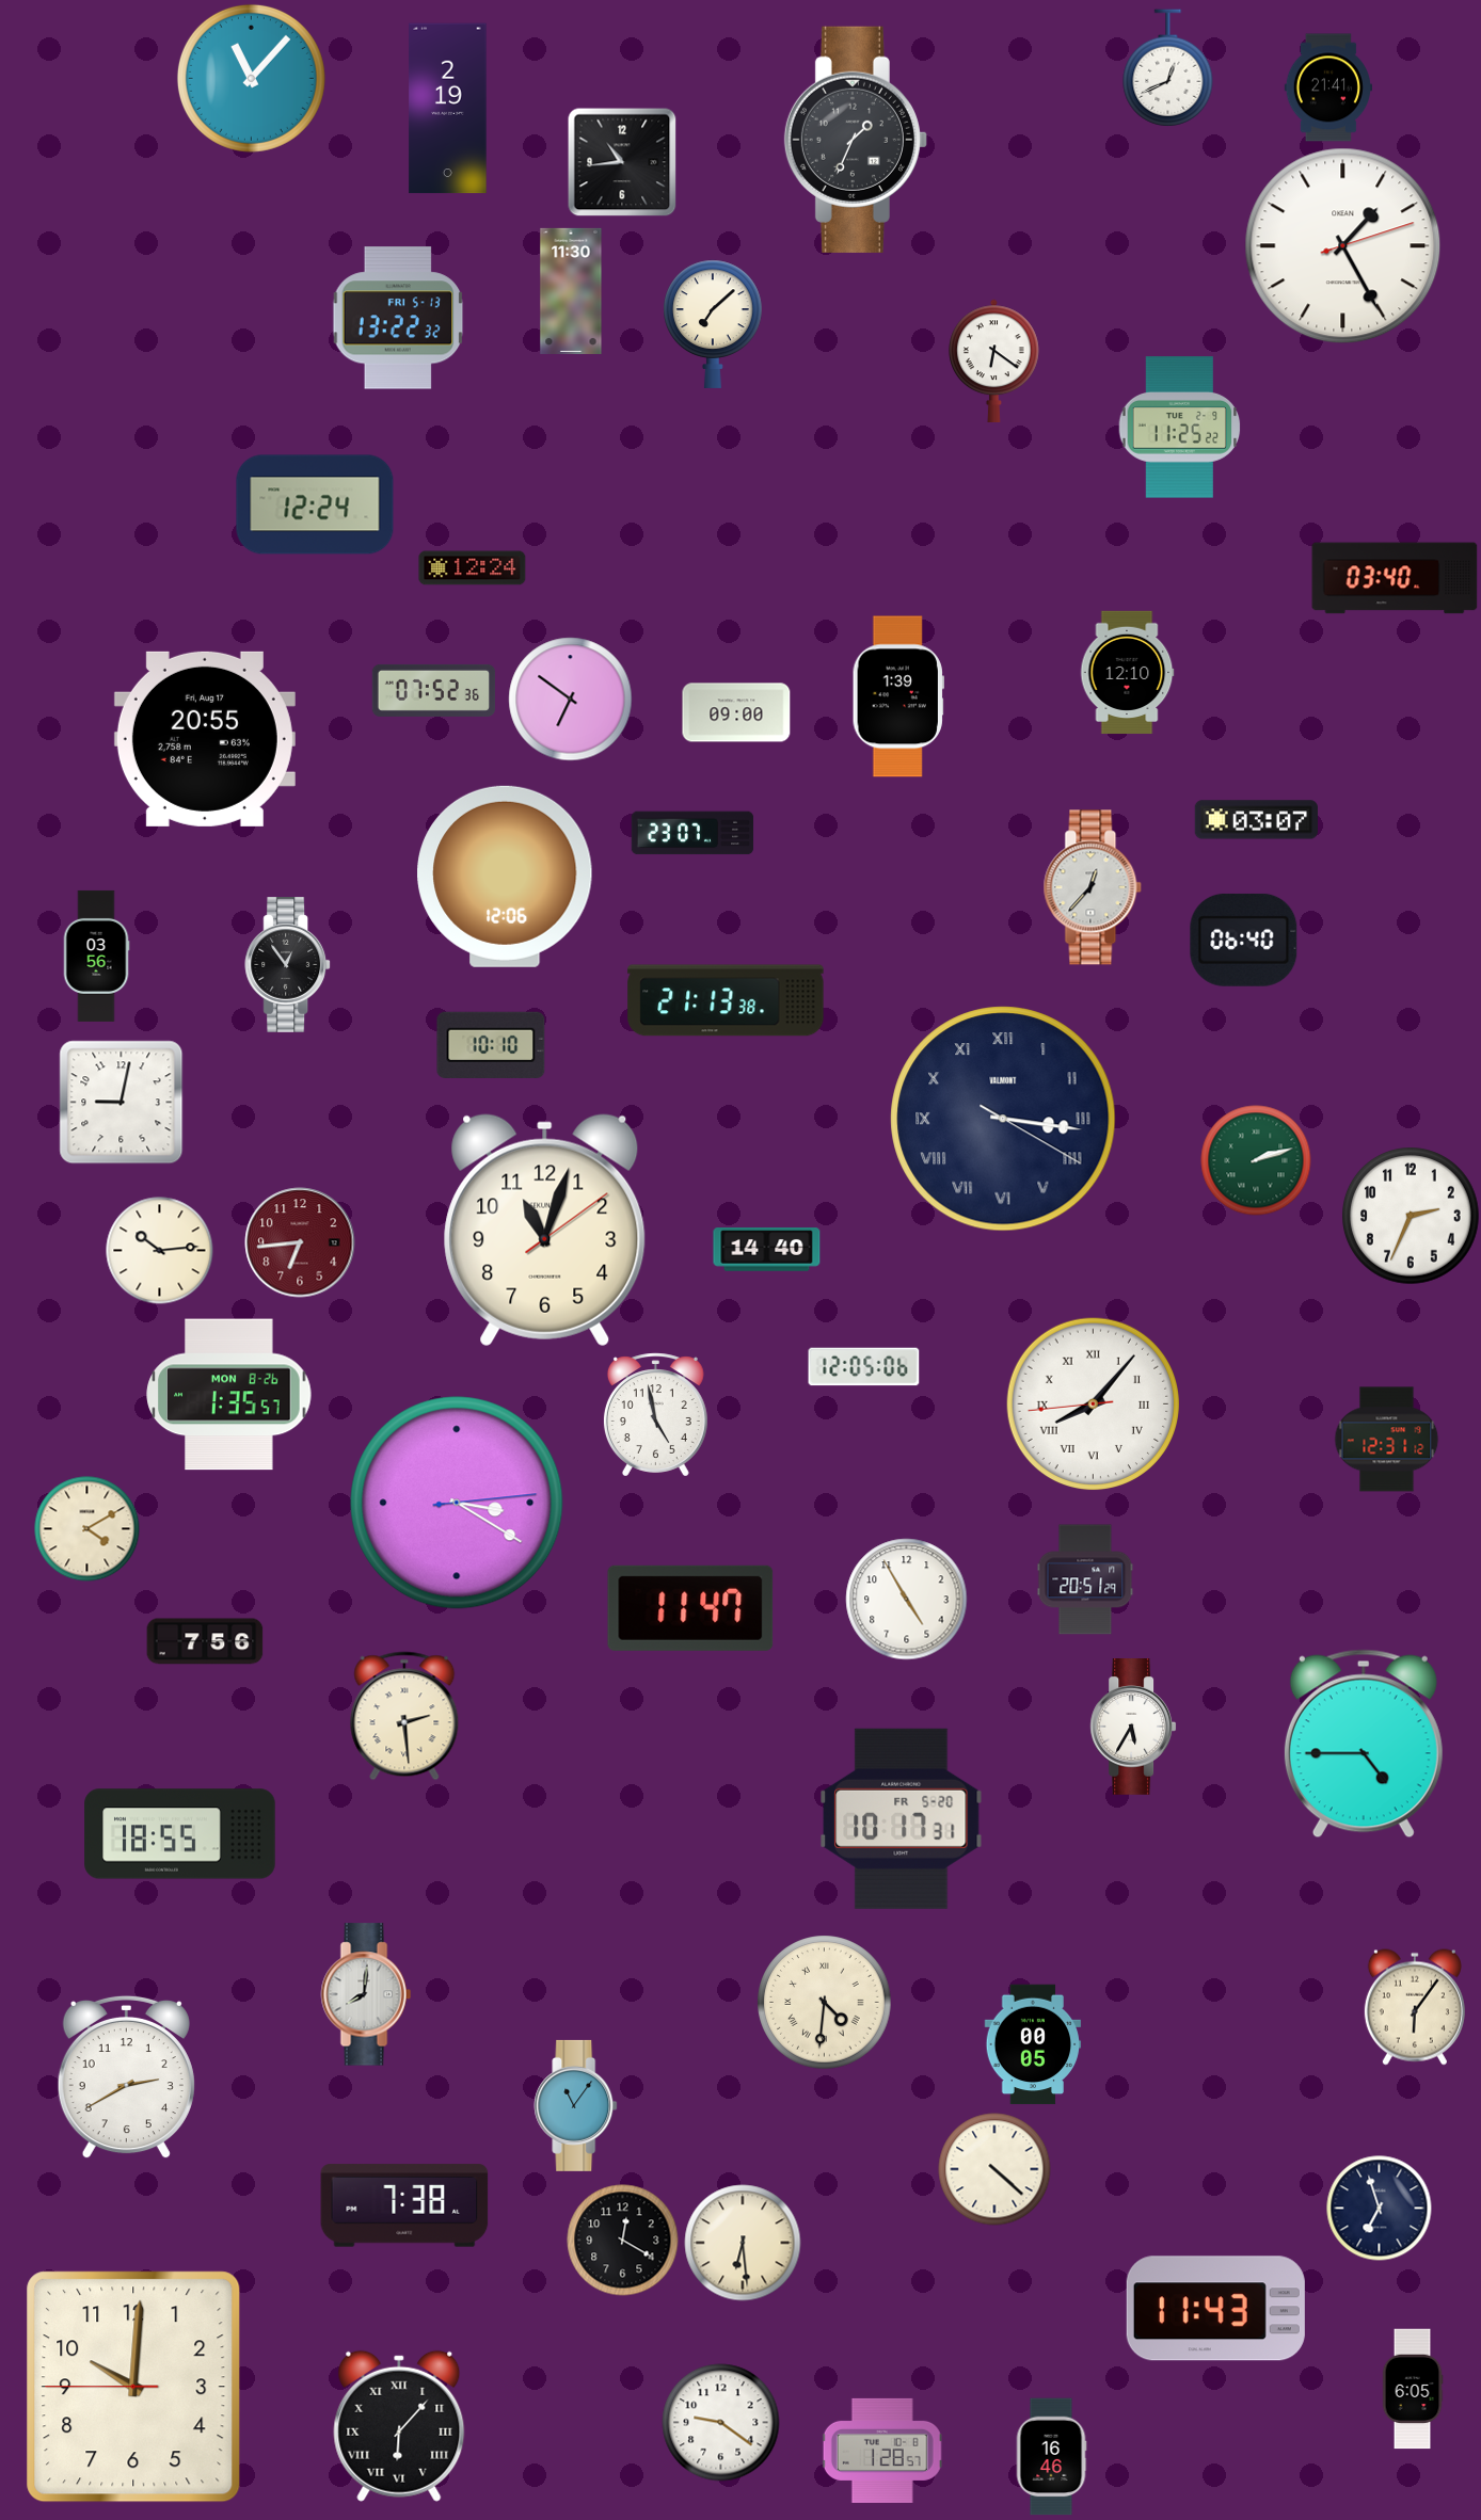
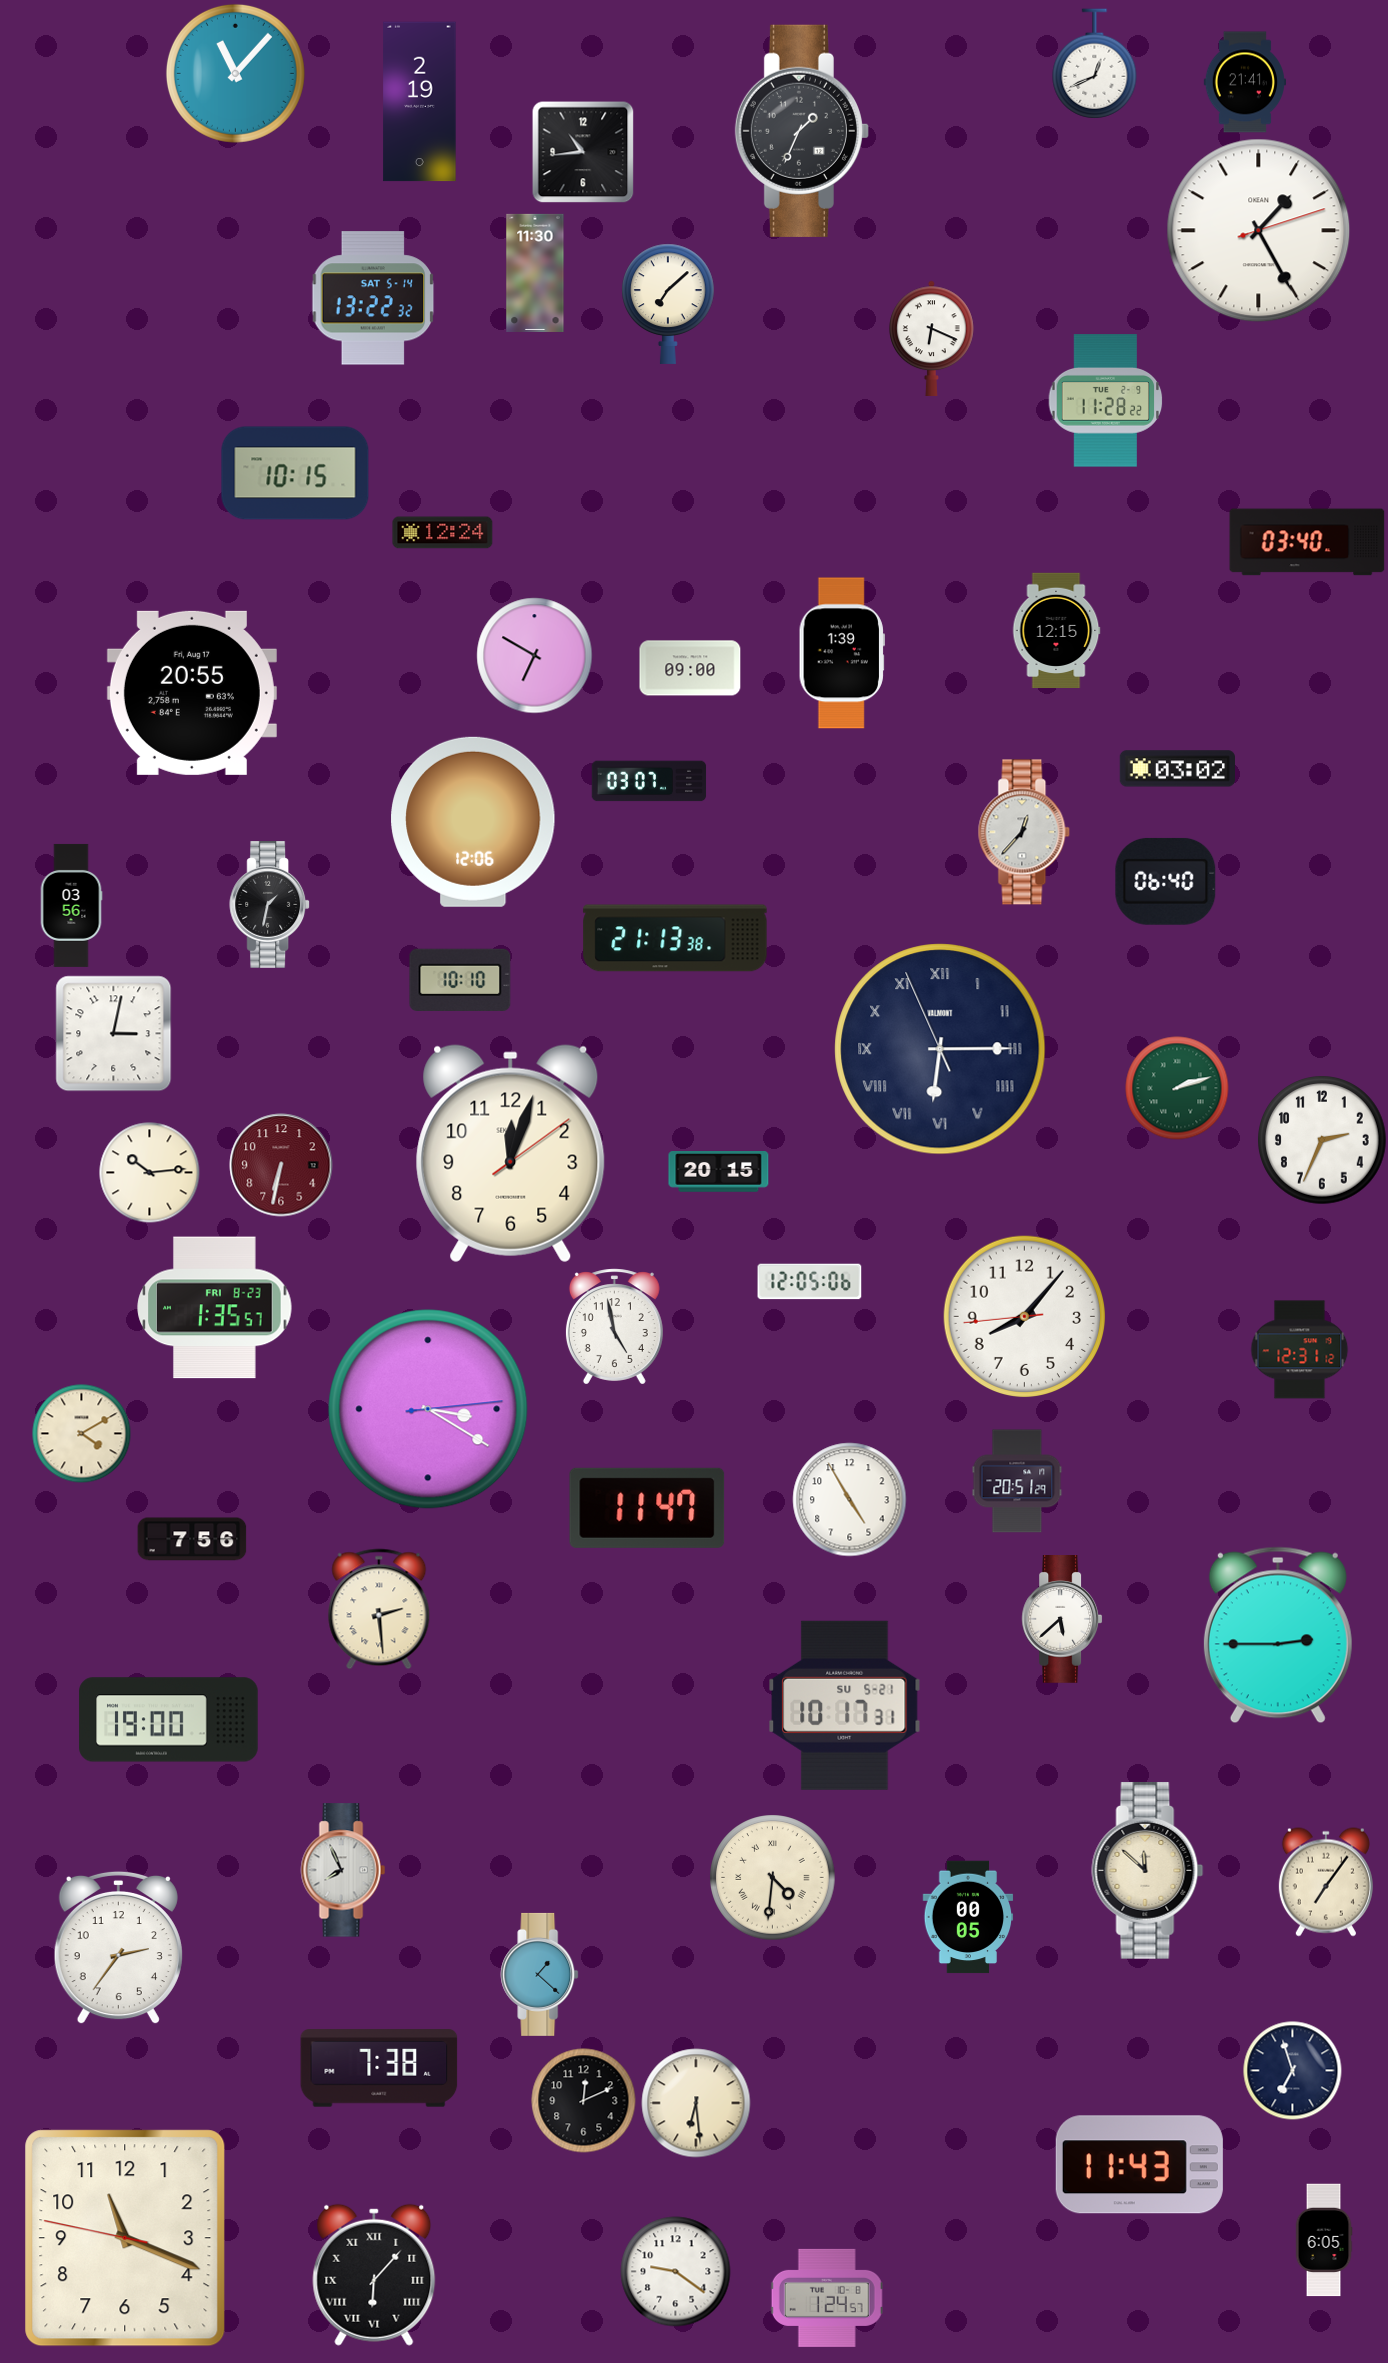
clock at (398, 318) date: FRI 5-13 -> SAT 5-14
clock at (994, 360): 6:21 -> 6:19
clock at (1180, 428): 11:25 -> 11:28
clock at (315, 504): 12:24 -> 10:15
clock at (1127, 673): 12:10 -> 12:15
clock at (434, 690): 07:52 -> none
clock at (571, 700): 6:51 -> 6:50
clock at (1256, 820): 03:07 -> 03:02
clock at (692, 833): 23:07 -> 03:07
clock at (96, 956) position: (96, 956) -> (71, 905)
clock at (288, 965): 12:54 -> 1:32
clock at (726, 1000) position: (726, 1000) -> (675, 938)
clock at (122, 1103): 9:02 -> 3:02
clock at (1003, 1119): 3:16 -> 6:14
clock at (545, 1231): 11:03 -> 12:03
clock at (300, 1242): 6:44 -> 6:32
clock at (767, 1250): 14:40 -> 20:15
clock at (229, 1395) date: MON 8-26 -> FRI 8-23
clock at (1094, 1405) numerals: Roman -> Arabic
clock at (1133, 1728): 5:35 -> 5:38
clock at (1364, 1744): 4:45 -> 2:45
clock at (902, 1818) date: FR 5-20 -> SU 5-21
clock at (180, 1834): 18:55 -> 19:00
clock at (366, 1994): 8:01 -> 7:56
clock at (1148, 1870): none -> 11:52
clock at (1415, 2007): 6:06 -> 7:06
clock at (126, 2077): 2:40 -> 2:36
clock at (576, 2105): 11:06 -> 1:22
clock at (994, 2169): 4:22 -> none
clock at (623, 2241): 12:20 -> 12:11
clock at (133, 2387): 10:00 -> 11:18
clock at (882, 2451): 1:28 -> 1:24
clock at (1051, 2457): 16:46 -> none
